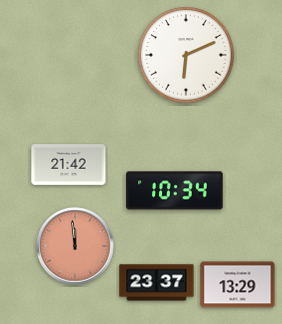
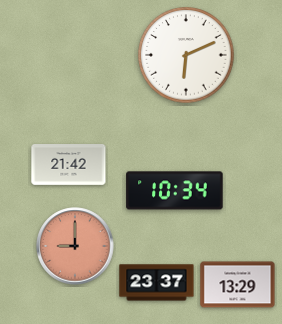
clock at (75, 246): 11:59 -> 9:00
